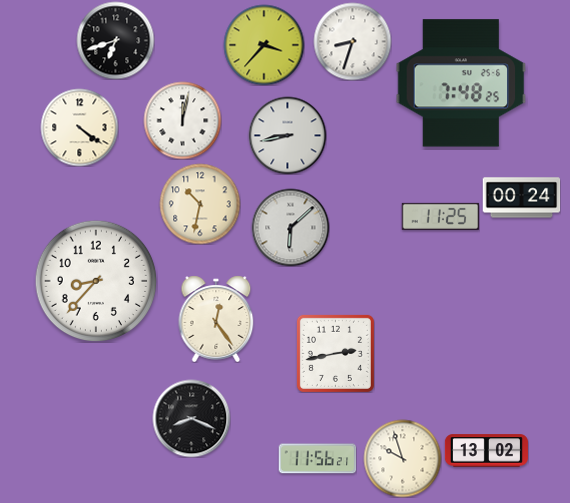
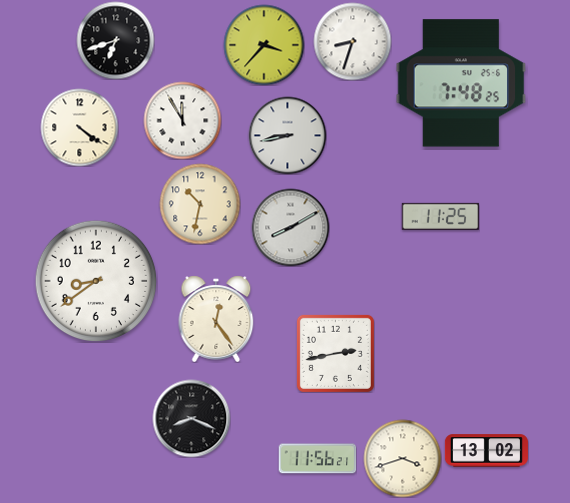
clock at (182, 120): 12:02 -> 11:55
clock at (521, 198): 00:24 -> none
clock at (290, 227): 6:08 -> 8:10
clock at (96, 281): 8:37 -> 8:39
clock at (402, 458): 9:57 -> 3:42
